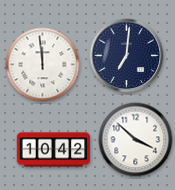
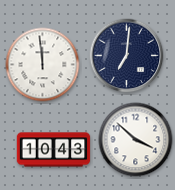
clock at (54, 150): 10:42 -> 10:43
